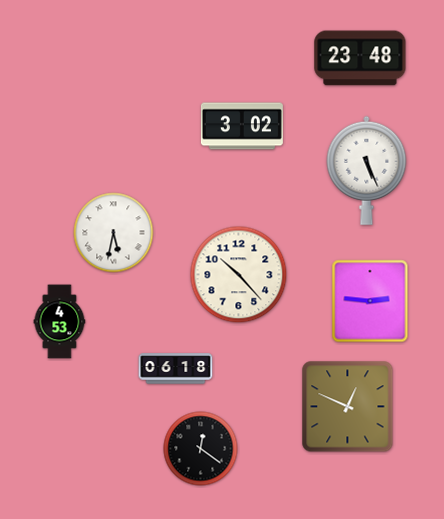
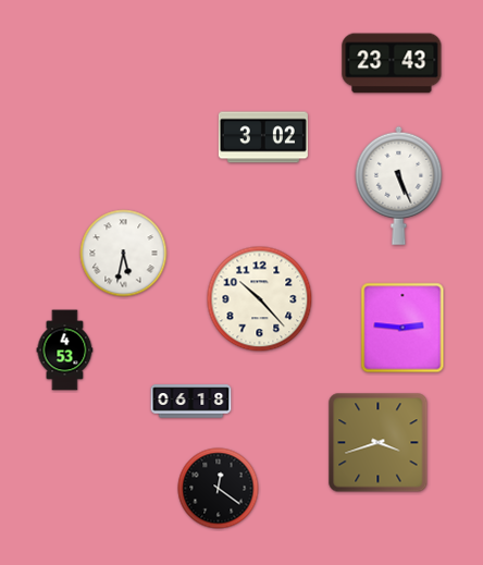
clock at (360, 58): 23:48 -> 23:43
clock at (348, 407): 12:49 -> 3:42
